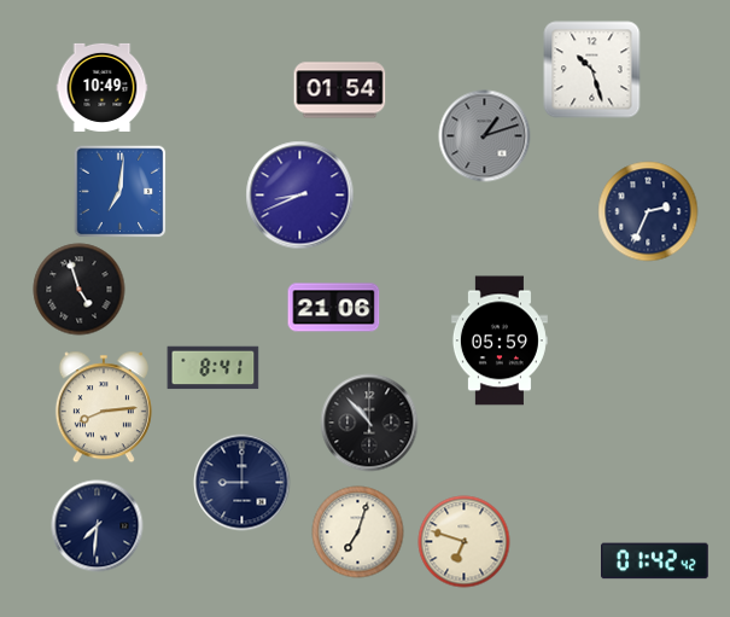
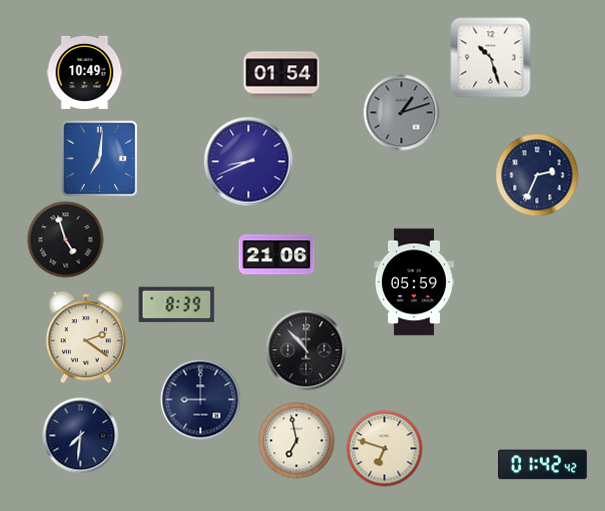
clock at (214, 368): 8:41 -> 8:39
clock at (104, 407): 8:14 -> 2:21
clock at (358, 532): 7:03 -> 6:58
